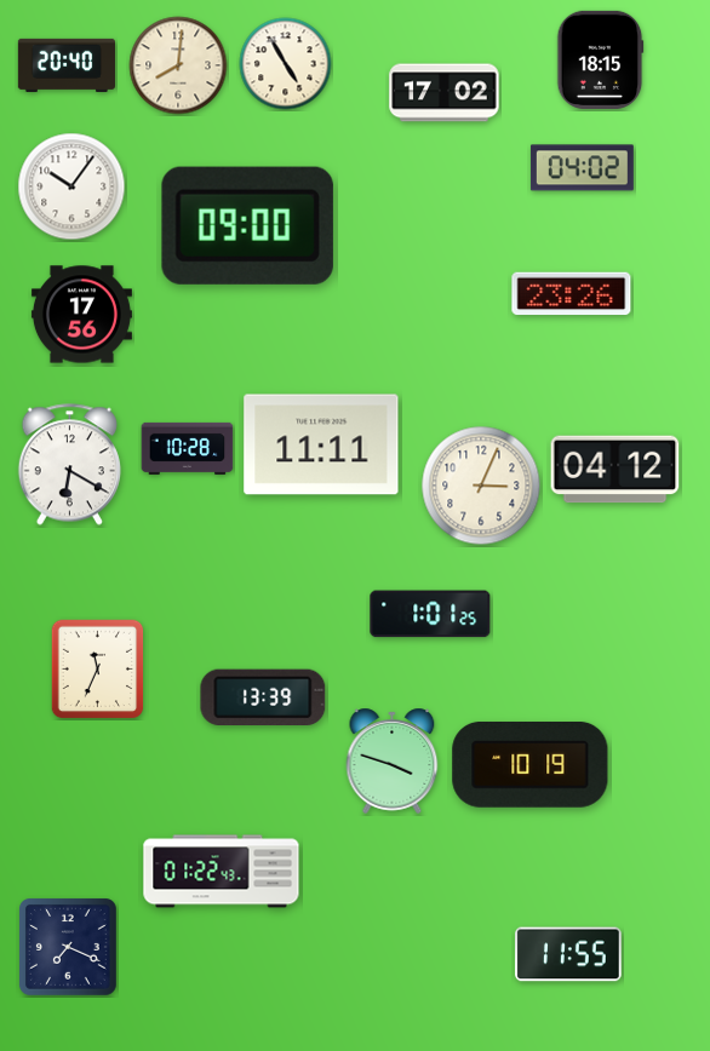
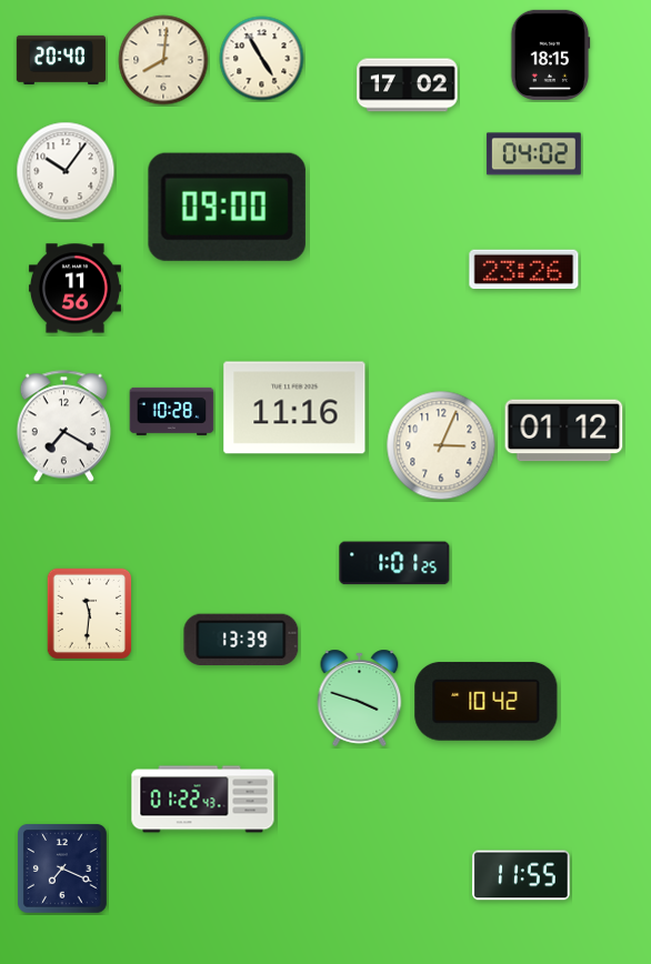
clock at (81, 315): 17:56 -> 11:56
clock at (321, 444): 11:11 -> 11:16
clock at (69, 465): 6:20 -> 7:20
clock at (615, 470): 04:12 -> 01:12
clock at (98, 670): 11:34 -> 11:31
clock at (531, 764): 10:19 -> 10:42
